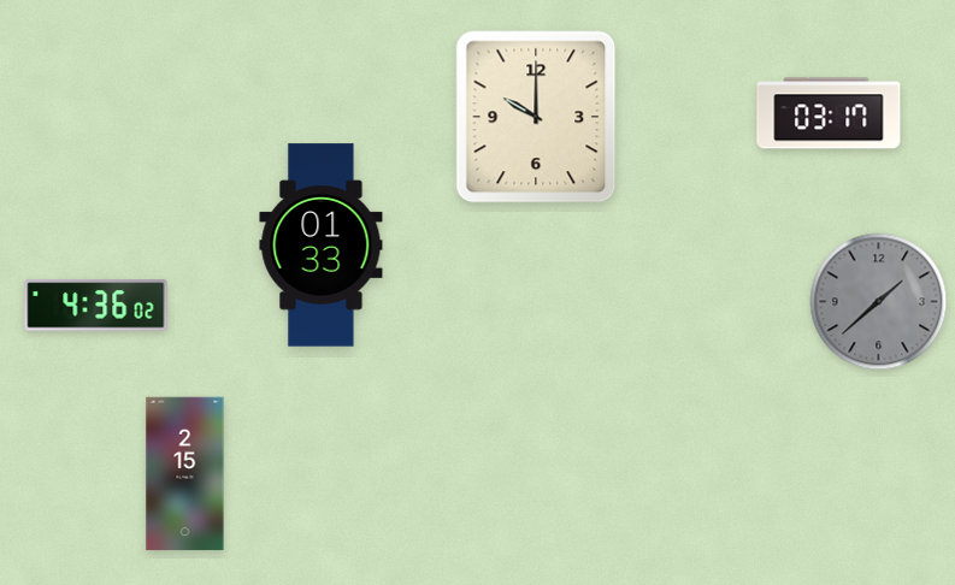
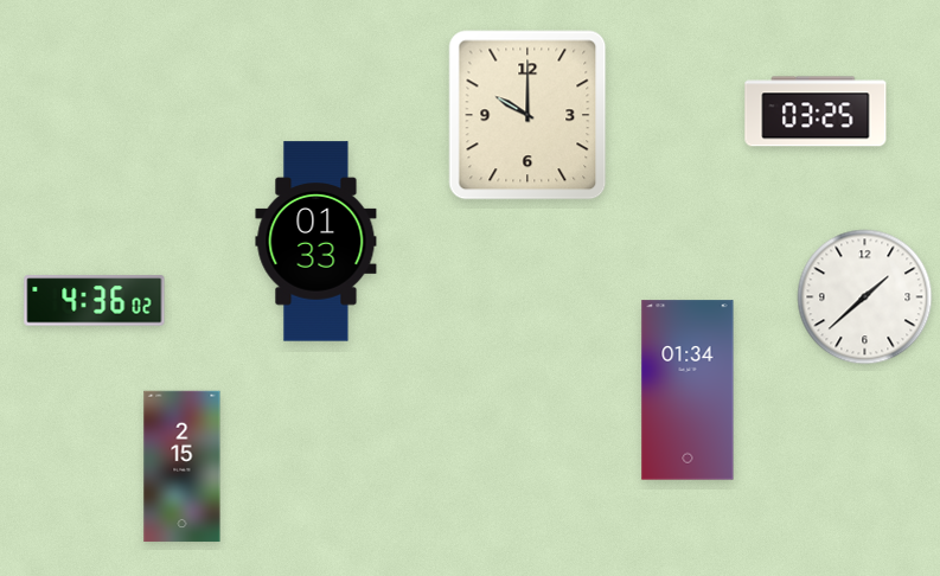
clock at (829, 113): 03:17 -> 03:25
clock at (879, 302) dial: grey -> white
clock at (688, 390): none -> 01:34
